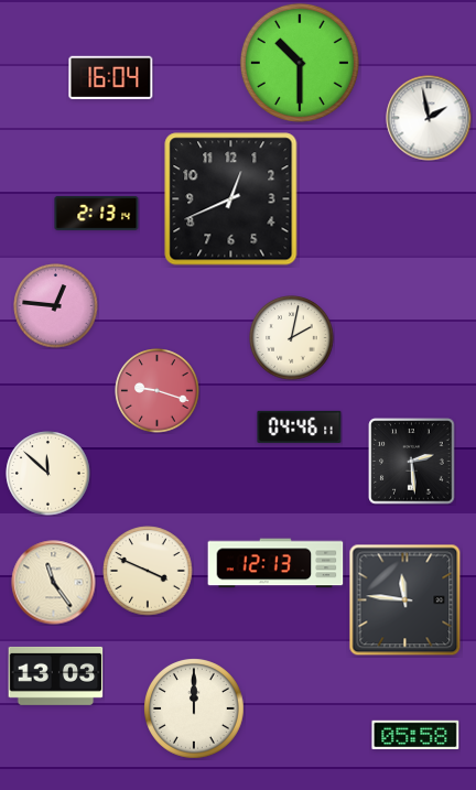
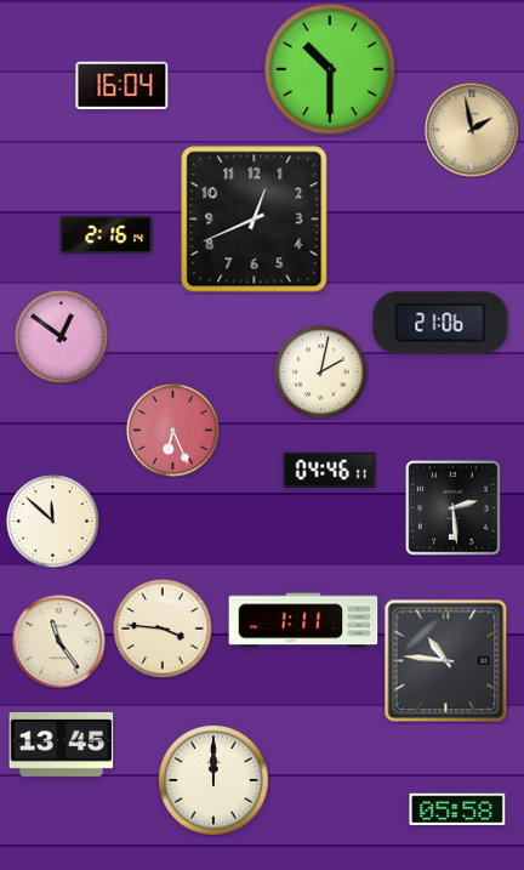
clock at (429, 118) dial: white -> champagne
clock at (97, 213): 2:13 -> 2:16
clock at (440, 323): none -> 21:06
clock at (56, 306): 12:46 -> 12:51
clock at (158, 391): 9:18 -> 6:26
clock at (275, 563): 12:13 -> 1:11
clock at (148, 571): 3:49 -> 3:46
clock at (405, 600): 11:46 -> 10:46
clock at (56, 675): 13:03 -> 13:45
